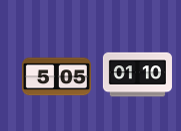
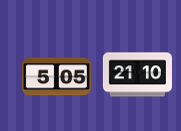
clock at (137, 75): 01:10 -> 21:10
